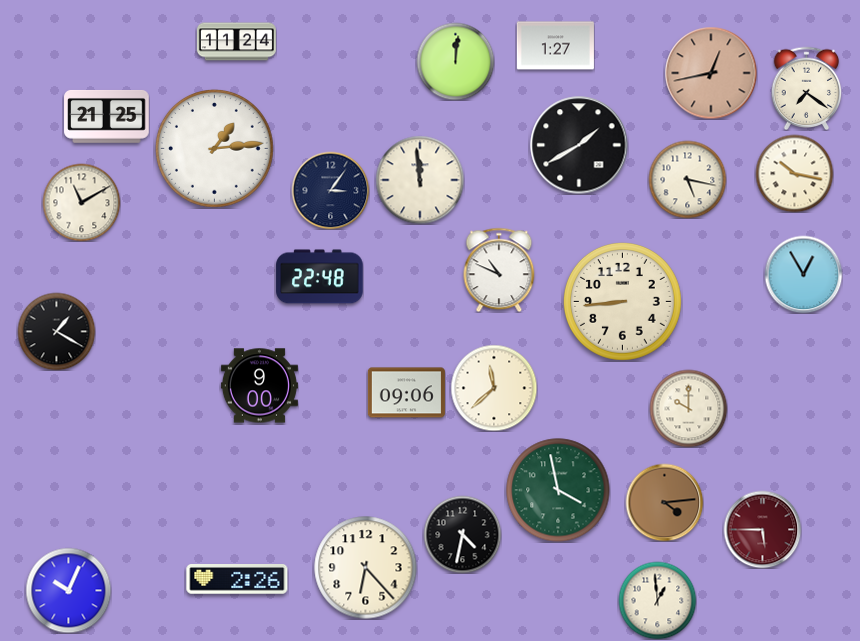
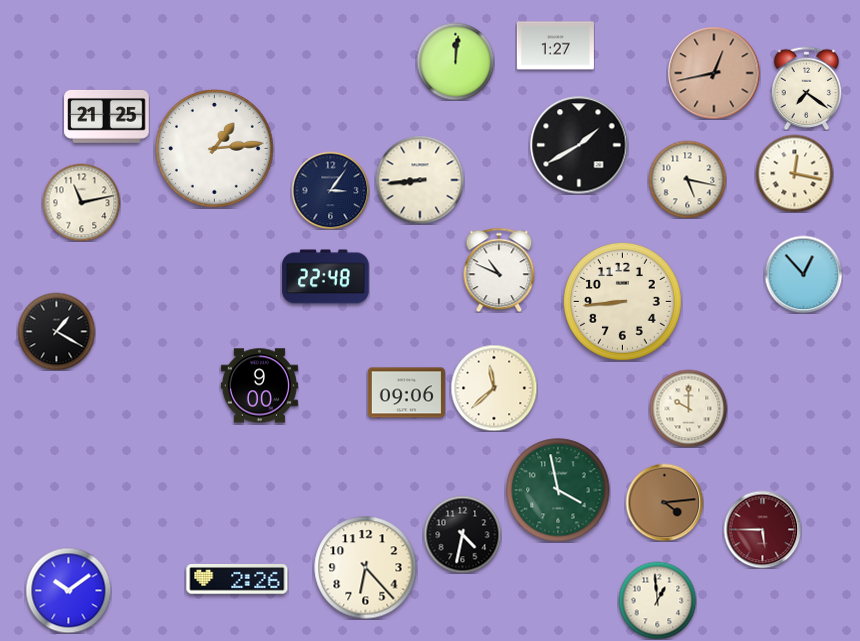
clock at (236, 42): 11:24 -> none
clock at (711, 73) position: (711, 73) -> (714, 73)
clock at (794, 173): 10:17 -> 12:17
clock at (420, 180): 11:59 -> 8:44
clock at (81, 202): 11:10 -> 11:13
clock at (803, 274): 12:55 -> 12:53
clock at (320, 277) position: (320, 277) -> (326, 277)
clock at (68, 590): 10:04 -> 10:09
